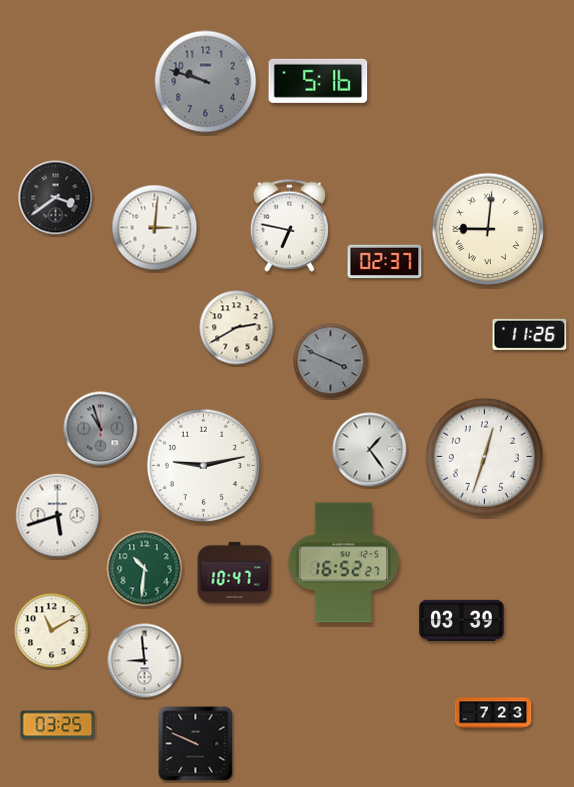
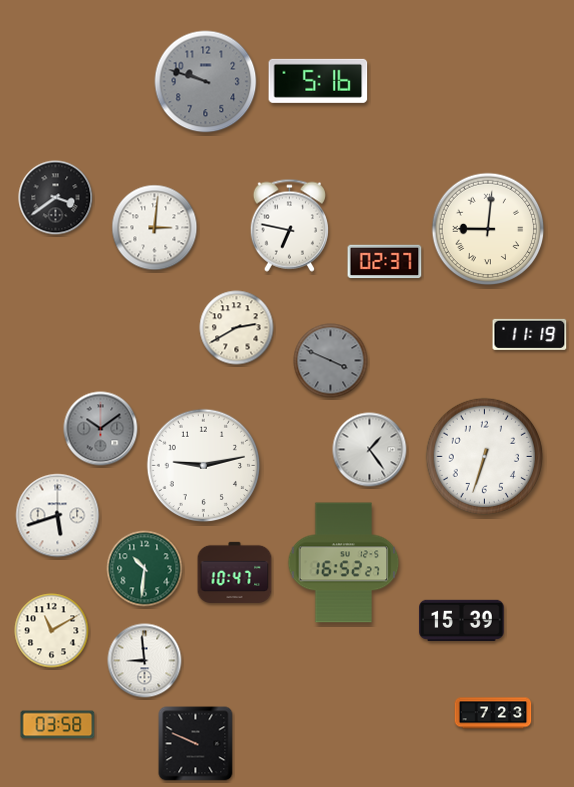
clock at (530, 334): 11:26 -> 11:19
clock at (101, 429): 10:57 -> 10:09
clock at (484, 456): 12:33 -> 6:33
clock at (462, 620): 03:39 -> 15:39
clock at (58, 725): 03:25 -> 03:58
